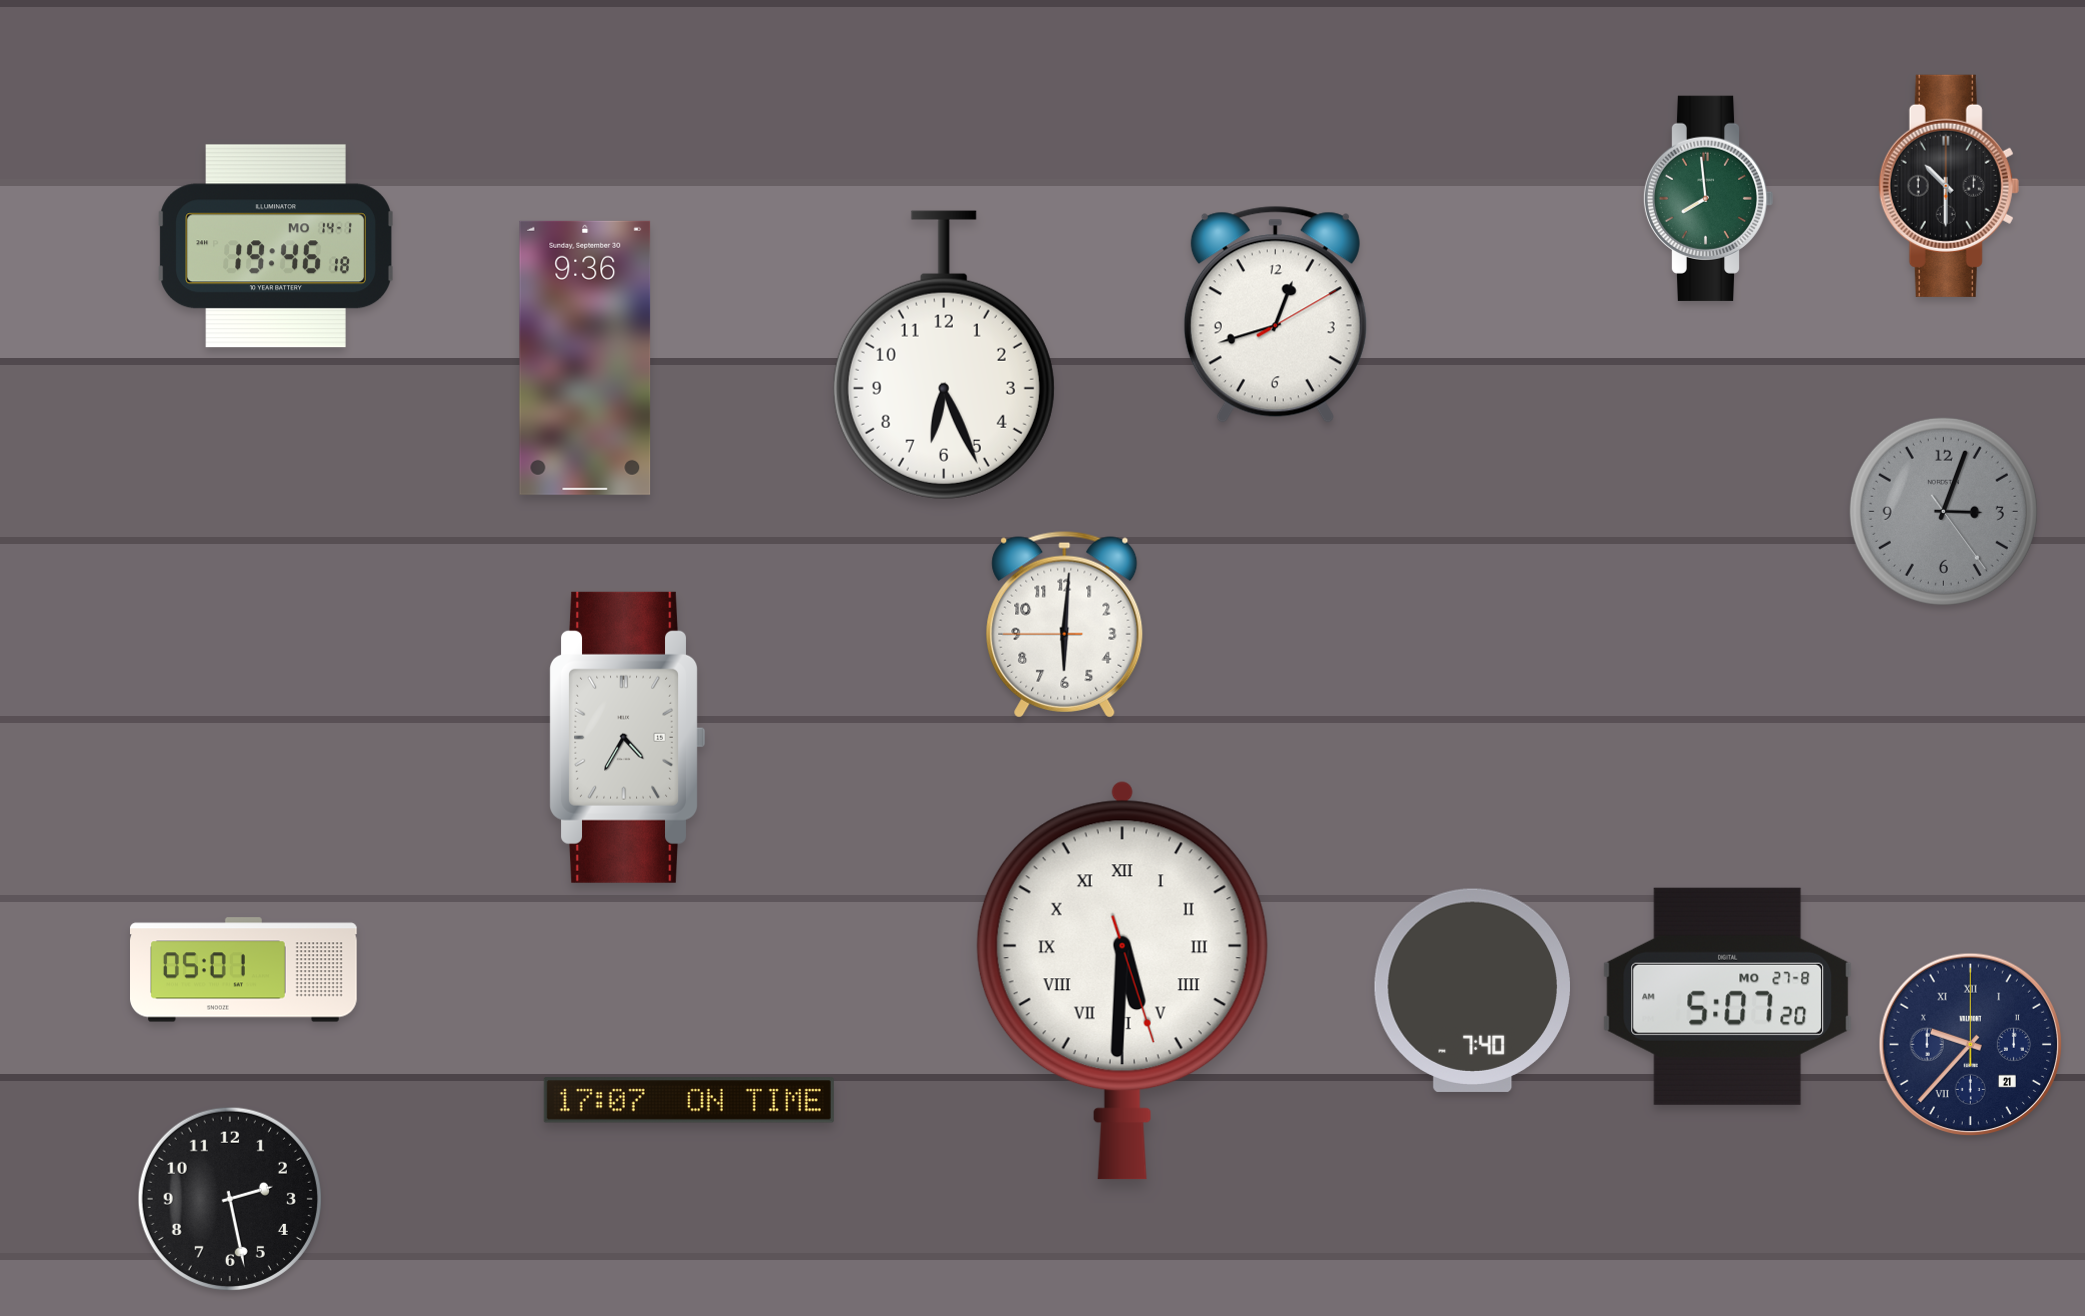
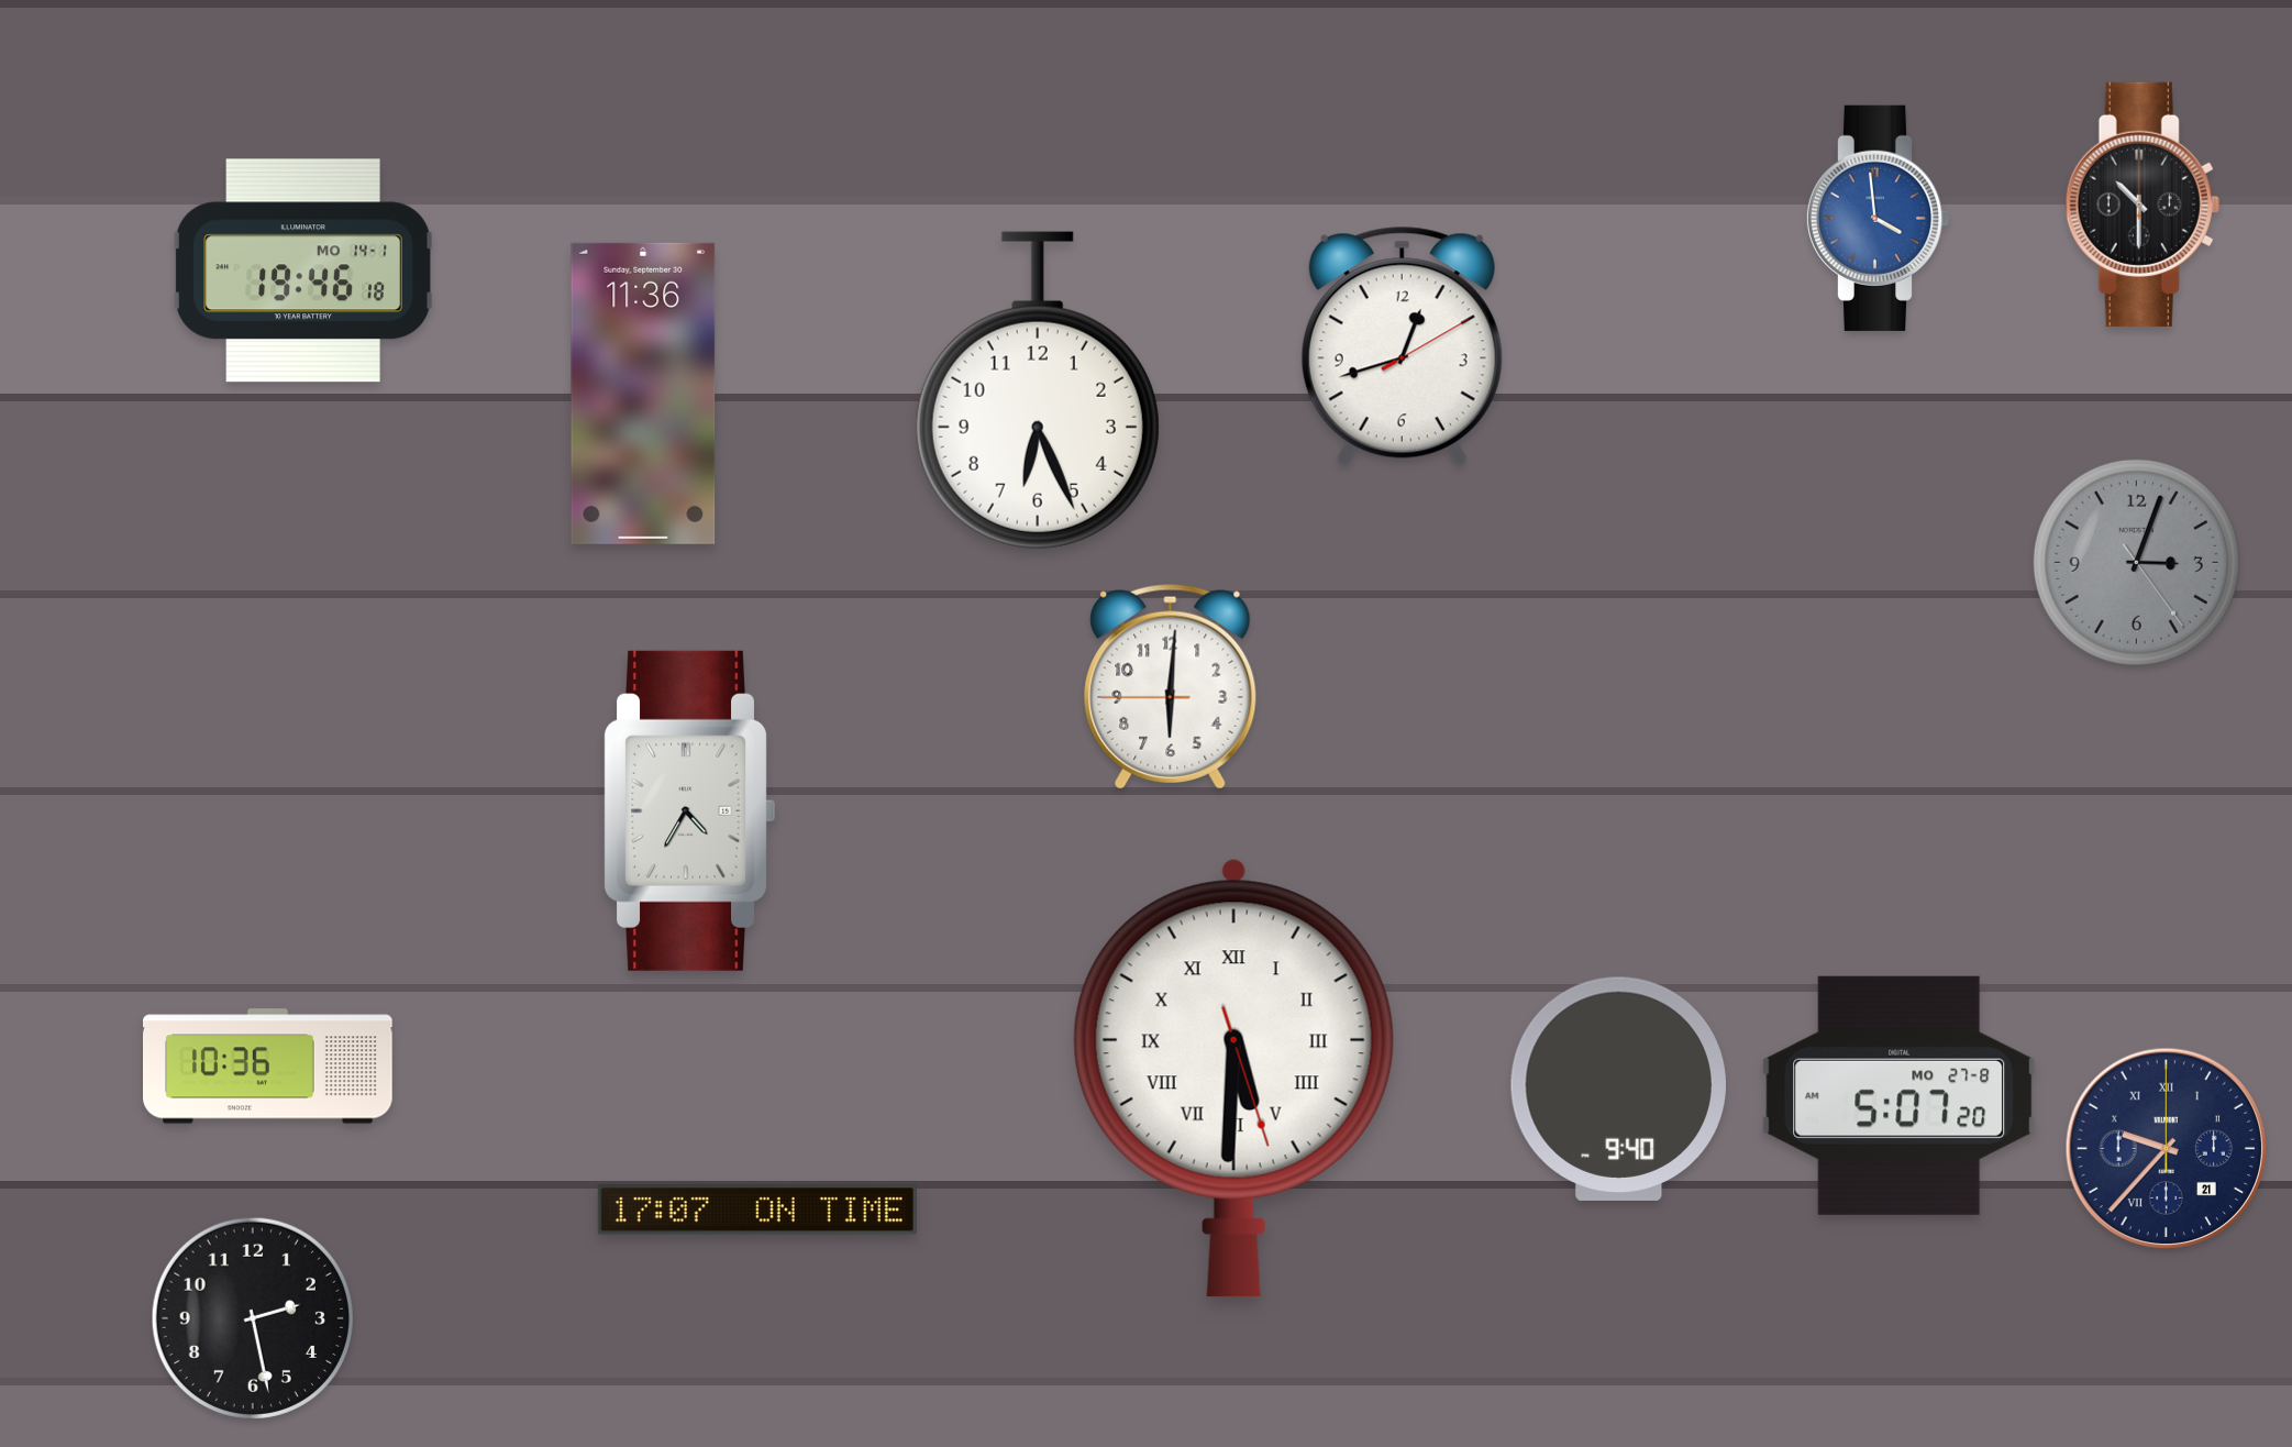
clock at (1708, 198): 7:59 -> 3:59
clock at (1708, 198) dial: green -> blue
clock at (585, 358): 9:36 -> 11:36
clock at (244, 970): 05:01 -> 10:36
clock at (1472, 990): 7:40 -> 9:40
